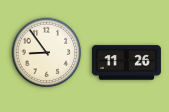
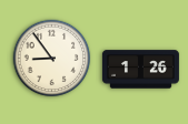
clock at (126, 63): 11:26 -> 1:26
